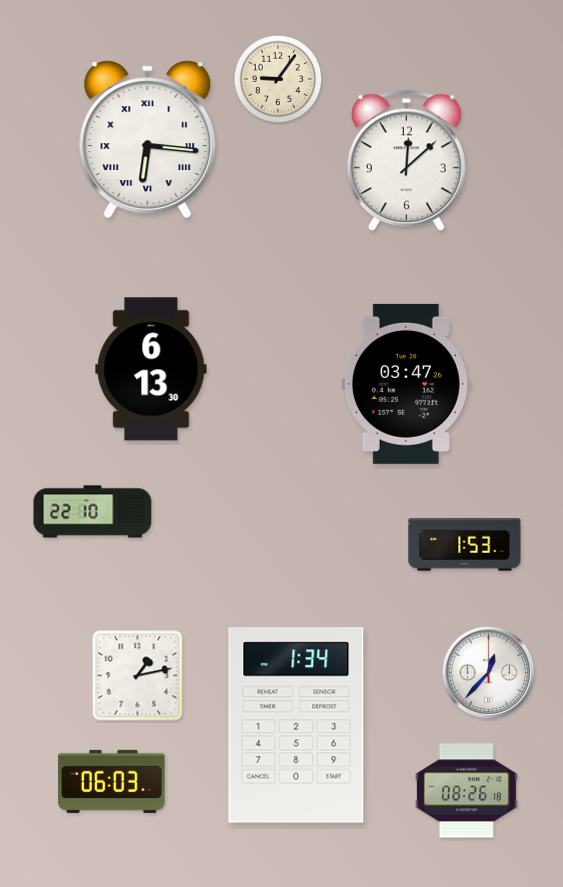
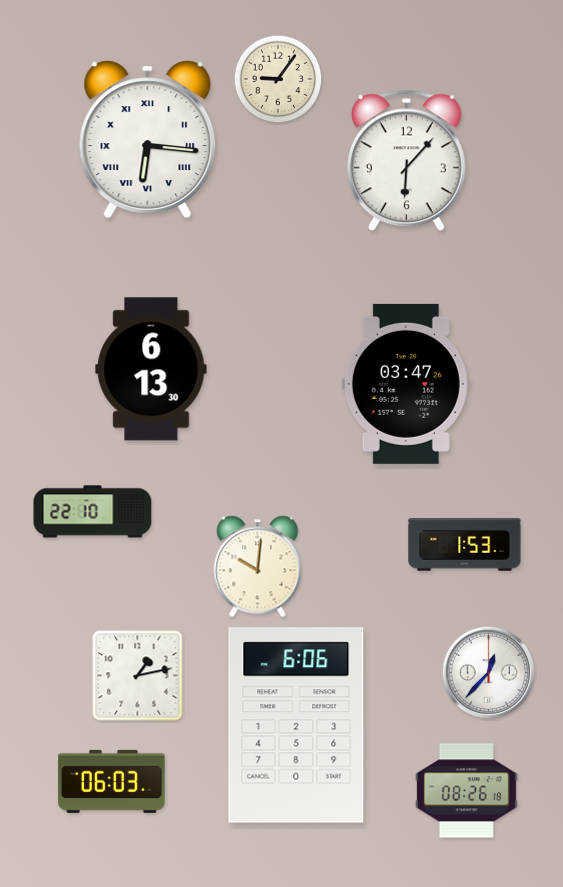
clock at (406, 161): 12:08 -> 6:07
clock at (258, 567): none -> 10:01
clock at (296, 725): 1:34 -> 6:06
